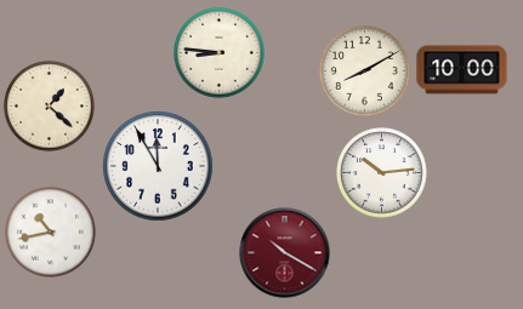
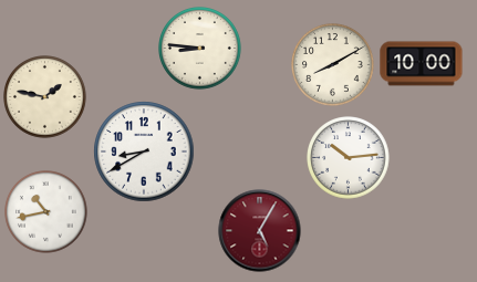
clock at (50, 107): 1:22 -> 1:47
clock at (158, 166): 11:55 -> 8:40
clock at (285, 253): 10:20 -> 5:05
